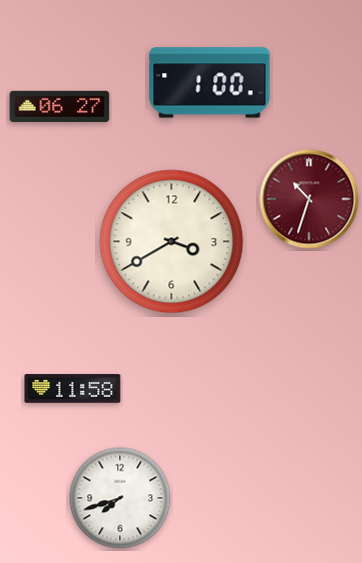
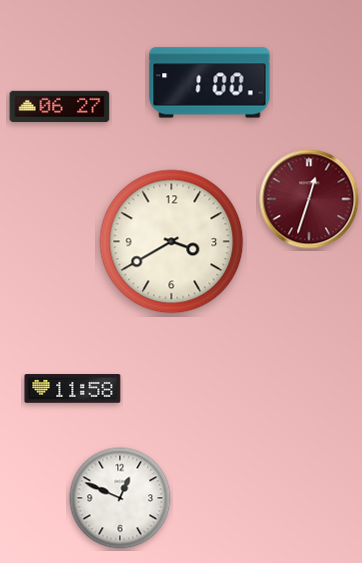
clock at (309, 199): 10:33 -> 12:33
clock at (120, 498): 7:42 -> 12:49
